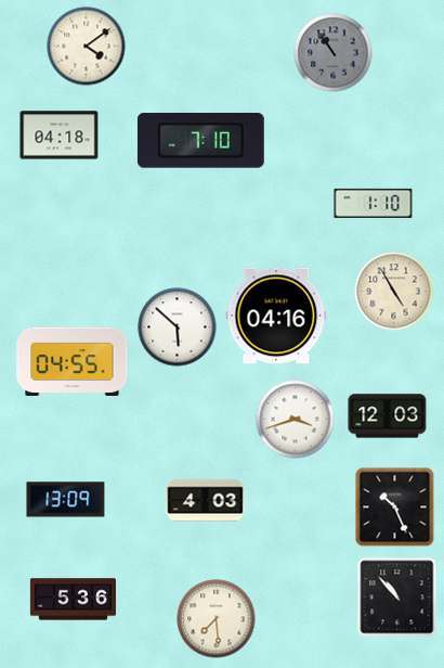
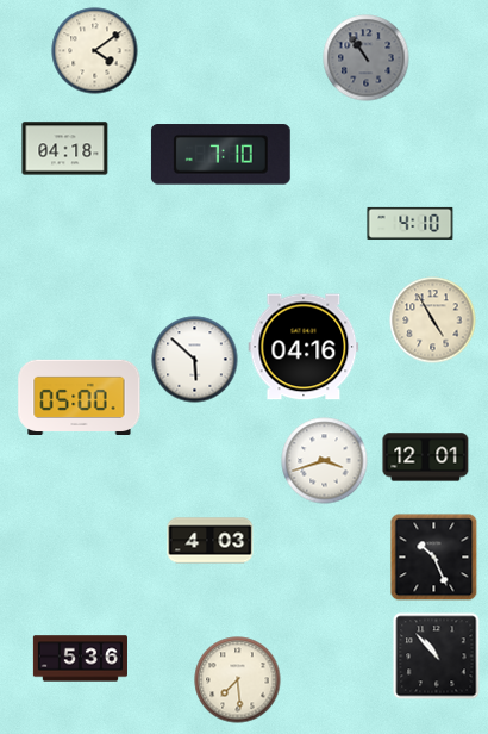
clock at (374, 203): 1:10 -> 4:10
clock at (73, 361): 04:55 -> 05:00
clock at (388, 416): 12:03 -> 12:01
clock at (66, 500): 13:09 -> none
clock at (206, 501) position: (206, 501) -> (211, 541)
